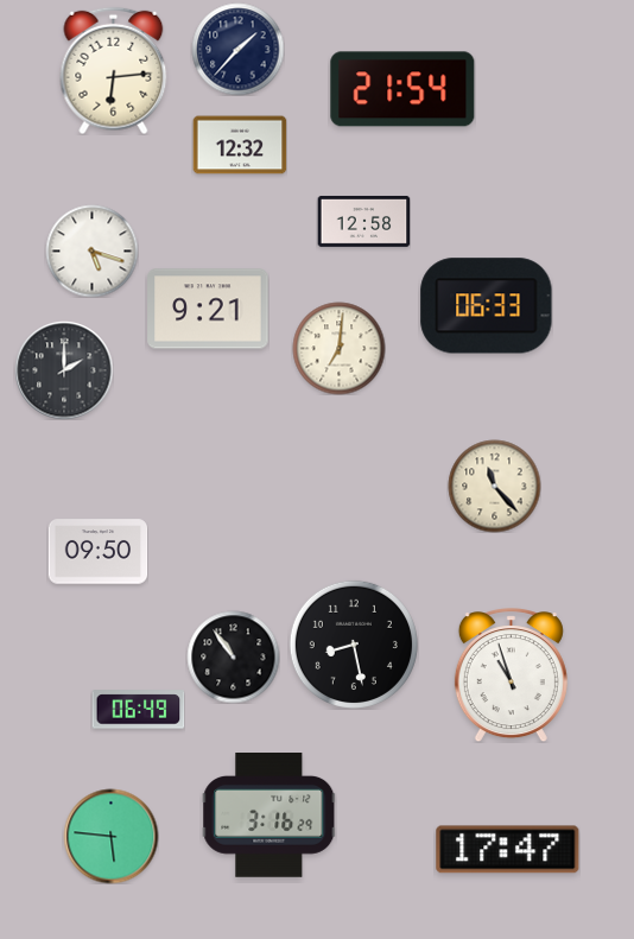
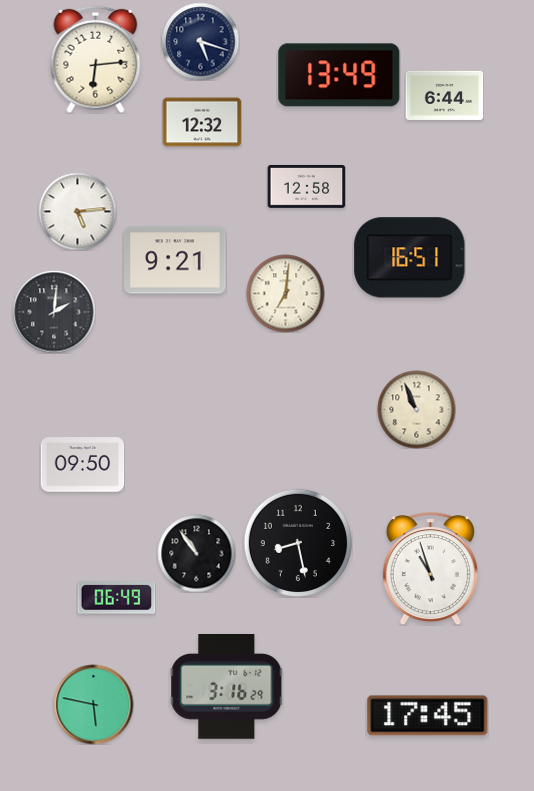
clock at (237, 49): 1:37 -> 5:18
clock at (402, 89): 21:54 -> 13:49
clock at (444, 95): none -> 6:44
clock at (91, 250): 5:18 -> 5:14
clock at (487, 306): 06:33 -> 16:51
clock at (64, 370): 2:00 -> 2:01
clock at (494, 486): 11:23 -> 10:56
clock at (110, 836): 5:46 -> 5:47
clock at (508, 850): 17:47 -> 17:45
